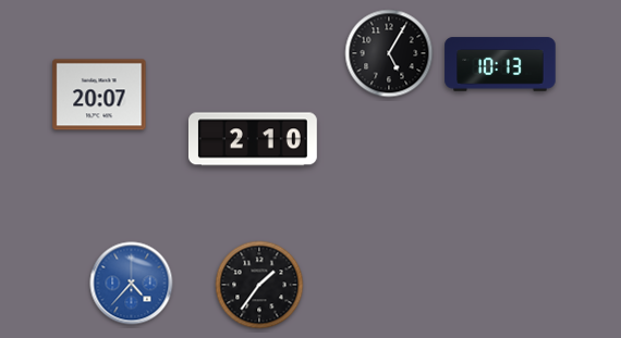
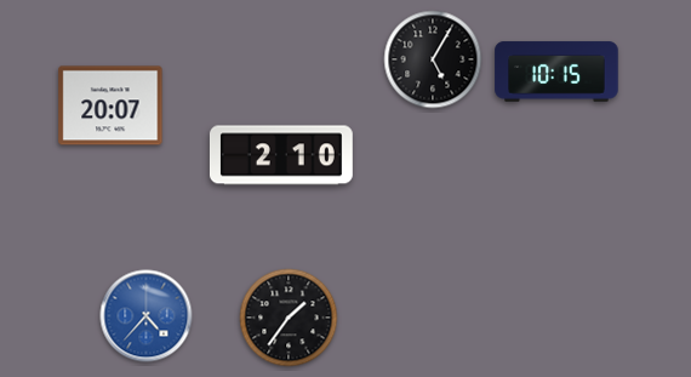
clock at (500, 64): 10:13 -> 10:15
